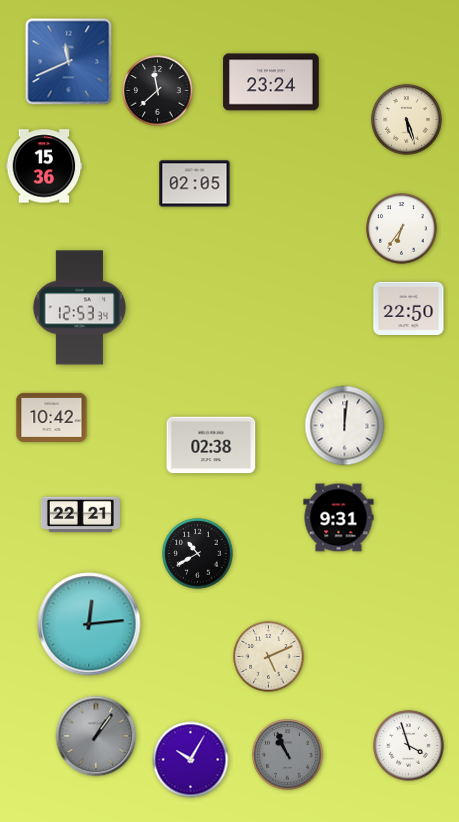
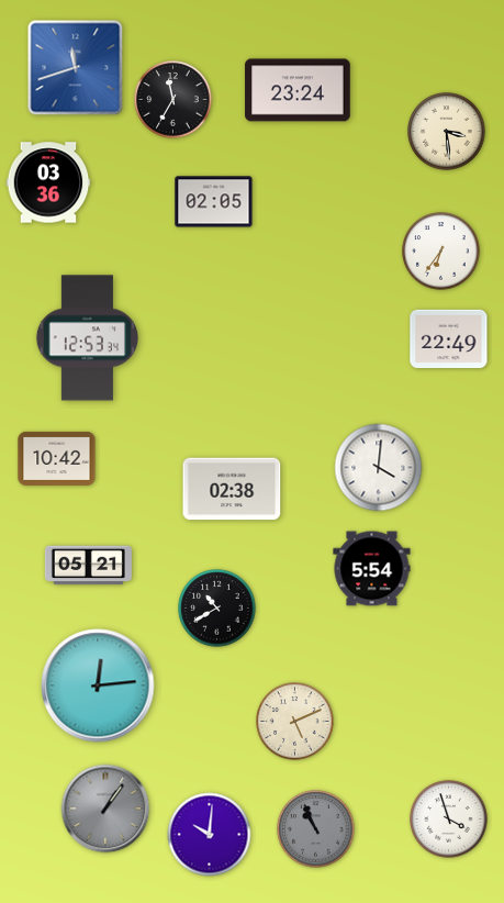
clock at (69, 62): 11:41 -> 11:42
clock at (158, 91): 11:38 -> 11:35
clock at (407, 120): 5:27 -> 3:29
clock at (44, 166): 15:36 -> 03:36
clock at (409, 309): 22:50 -> 22:49
clock at (345, 426): 12:01 -> 4:01
clock at (80, 515): 22:21 -> 05:21
clock at (339, 518): 9:31 -> 5:54
clock at (191, 760): 10:05 -> 10:01
